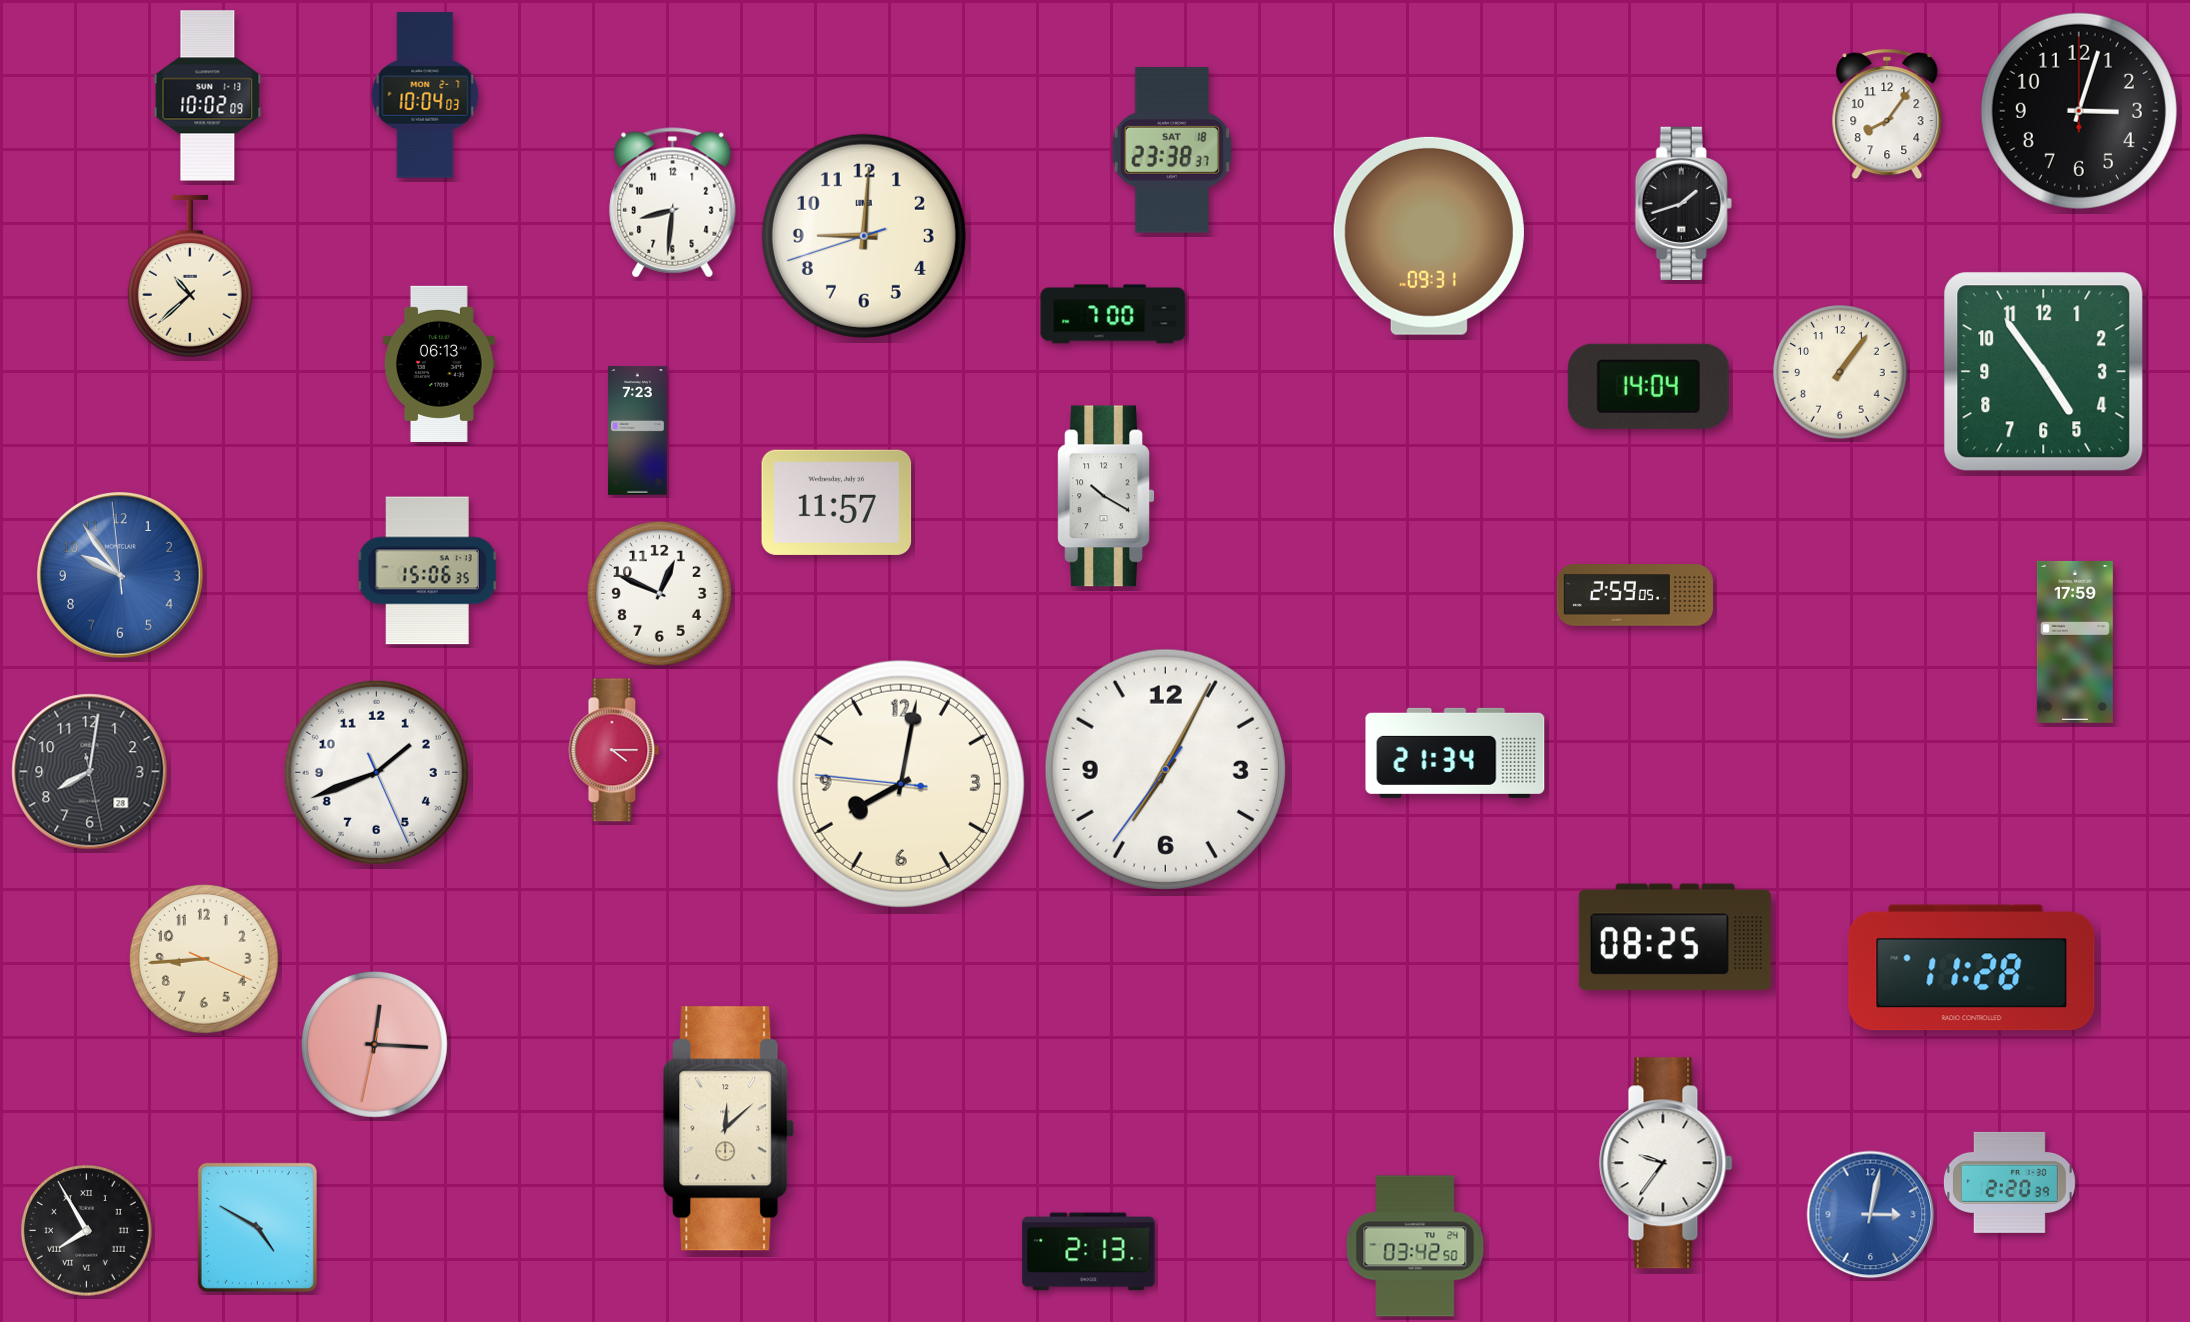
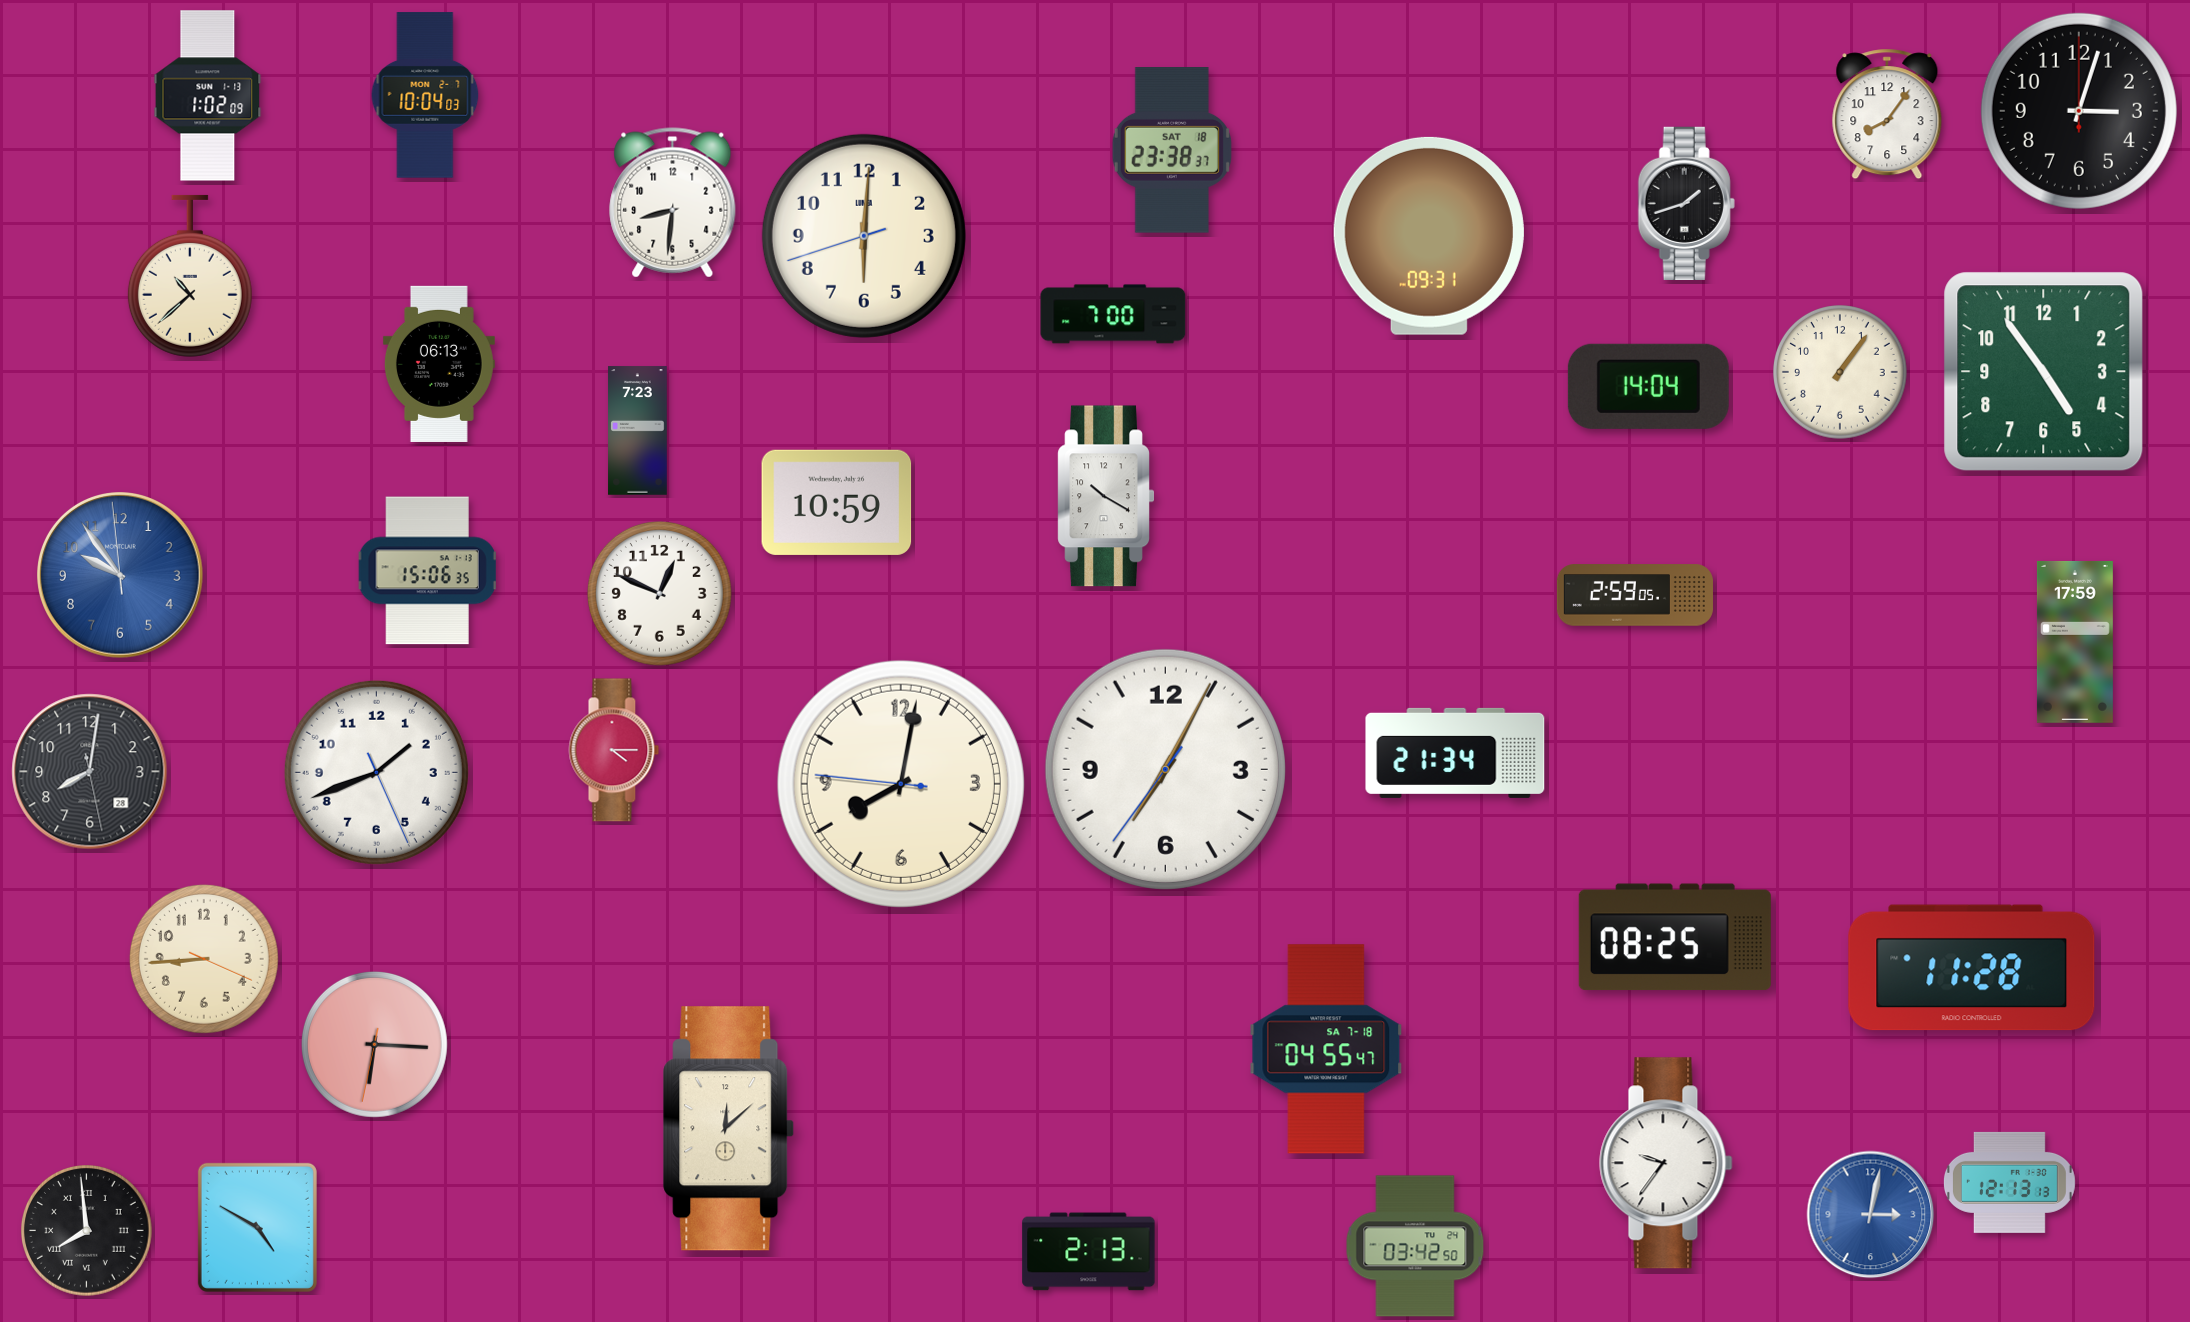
clock at (208, 96): 10:02 -> 1:02
clock at (1683, 203) position: (1683, 203) -> (1686, 203)
clock at (864, 236): 9:00 -> 6:00
clock at (837, 502): 11:57 -> 10:59
clock at (374, 1044): 12:15 -> 6:15
clock at (1326, 1049): none -> 04:55
clock at (2009, 1182): 2:20 -> 12:13
clock at (87, 1231): 7:55 -> 7:59
